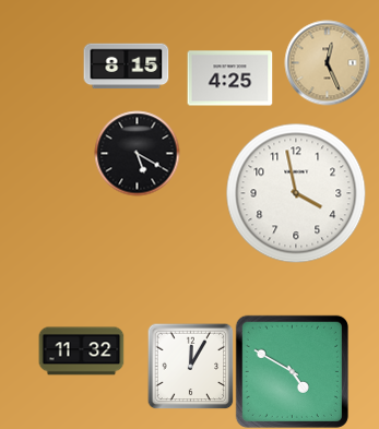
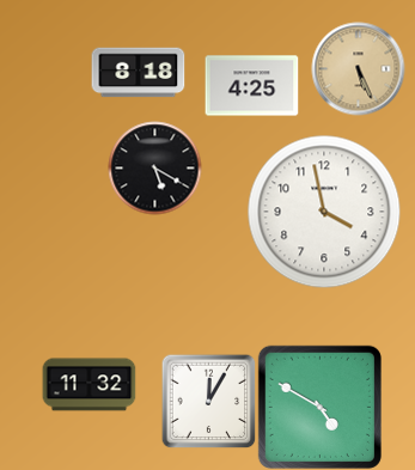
clock at (327, 62): 12:26 -> 5:26
clock at (126, 67): 8:15 -> 8:18
clock at (137, 153) position: (137, 153) -> (154, 167)
